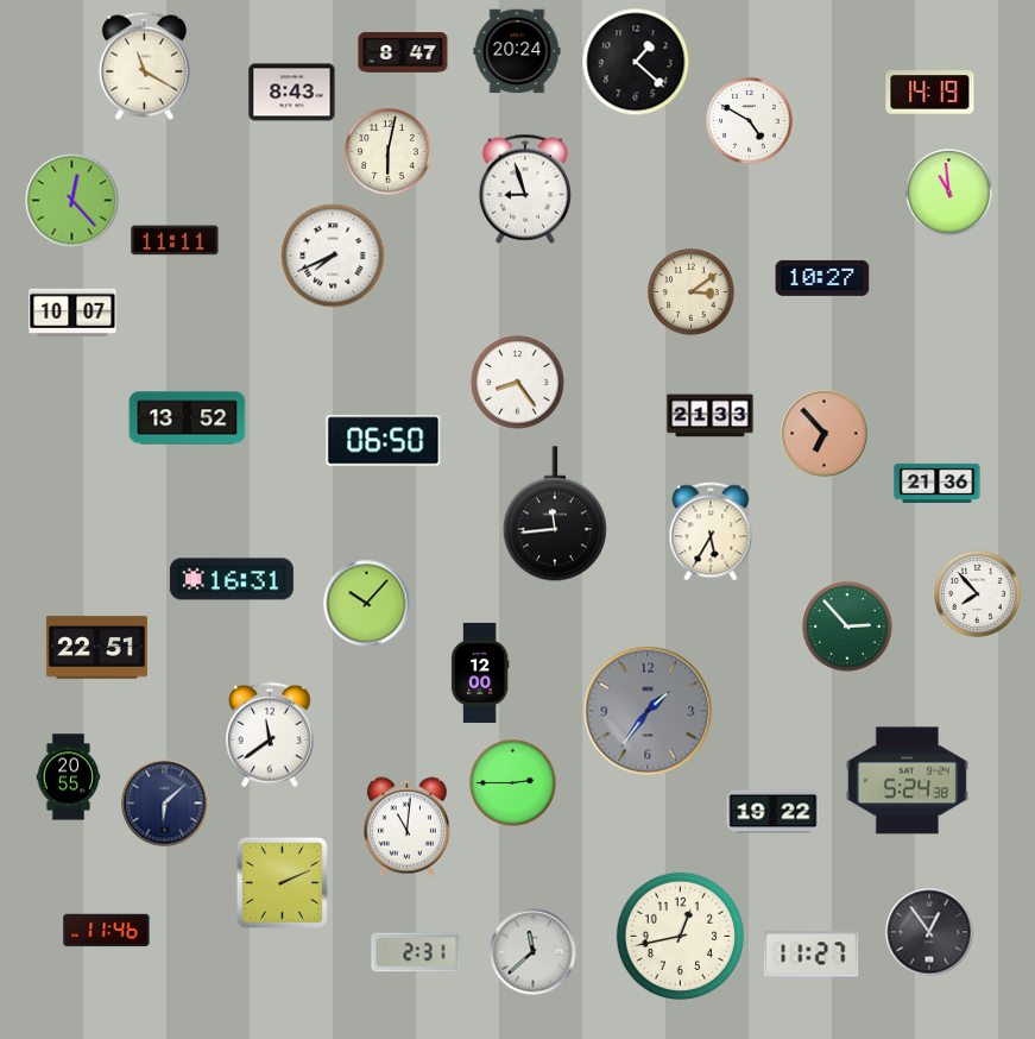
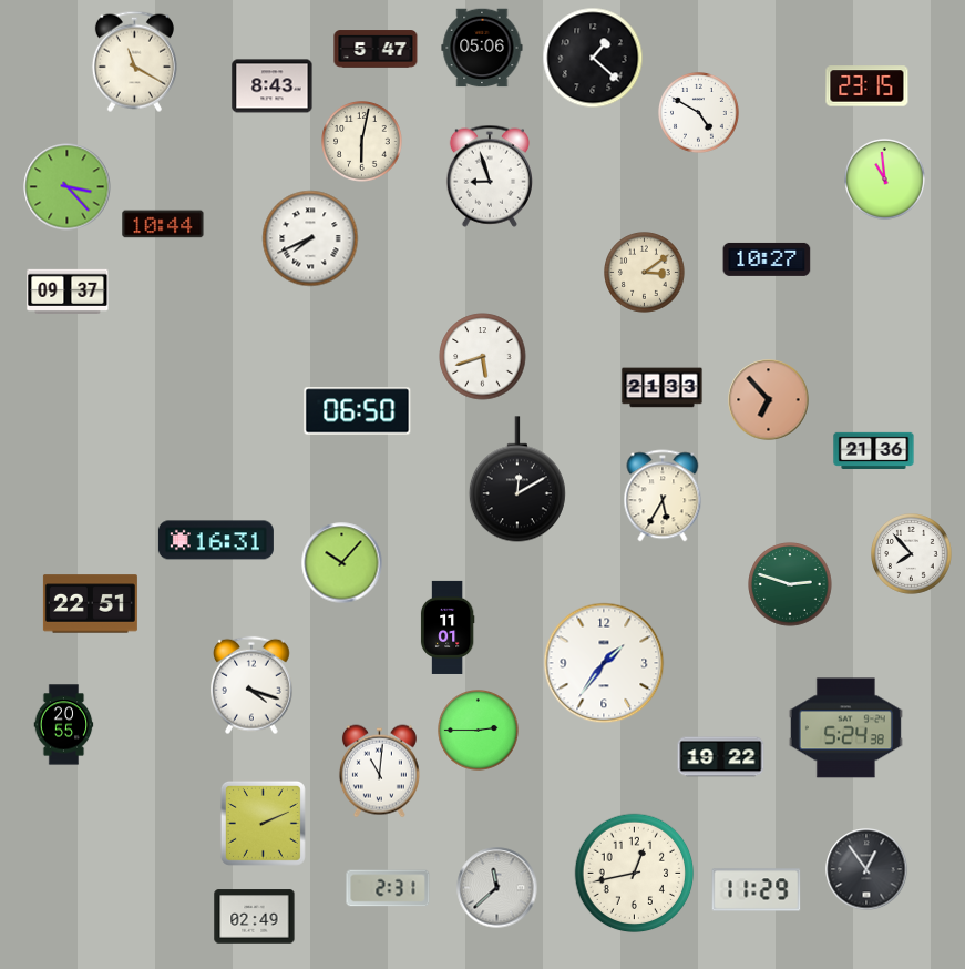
clock at (517, 51): 20:24 -> 05:06
clock at (403, 52): 8:47 -> 5:47
clock at (930, 93): 14:19 -> 23:15
clock at (72, 201): 12:23 -> 3:23
clock at (175, 240): 11:11 -> 10:44
clock at (72, 311): 10:07 -> 09:37
clock at (518, 383): 8:24 -> 5:42
clock at (188, 418): 13:52 -> none
clock at (825, 434) position: (825, 434) -> (769, 400)
clock at (555, 514): 11:44 -> 12:10
clock at (847, 626): 2:53 -> 2:48
clock at (480, 673): 12:00 -> 11:01
clock at (648, 711) dial: grey -> white
clock at (271, 735): 11:39 -> 4:18
clock at (165, 804): 6:08 -> none
clock at (107, 931): 11:46 -> none
clock at (812, 955): 11:27 -> 11:29
clock at (255, 917): none -> 02:49
